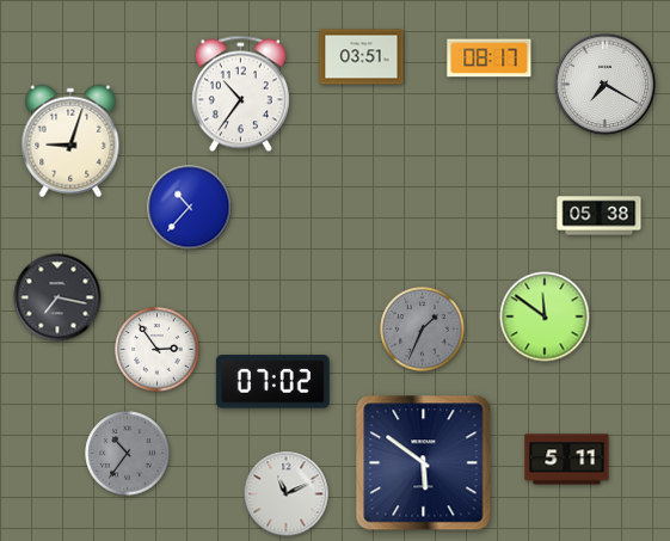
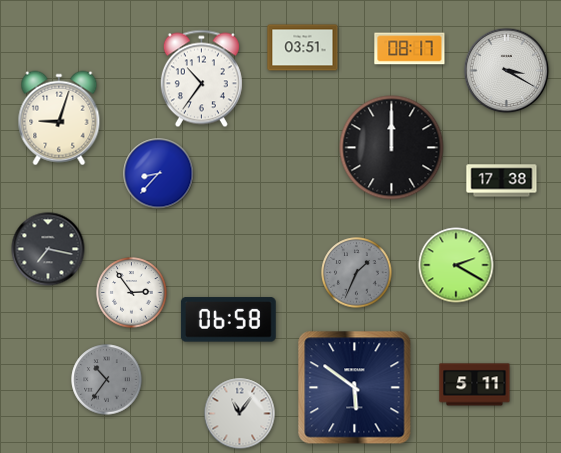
clock at (606, 85): 7:20 -> 3:20
clock at (392, 148): none -> 12:00
clock at (190, 208): 10:37 -> 8:37
clock at (600, 216): 05:38 -> 17:38
clock at (545, 316): 11:51 -> 2:20
clock at (423, 330) position: (423, 330) -> (357, 273)
clock at (272, 382): 07:02 -> 06:58
clock at (287, 494): 11:11 -> 11:06
